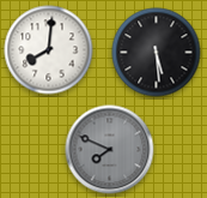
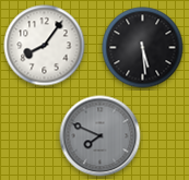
clock at (49, 50): 8:01 -> 8:06
